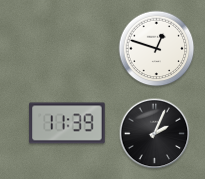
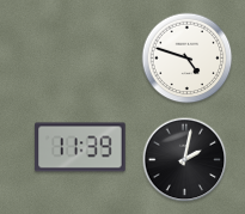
clock at (157, 49): 12:48 -> 4:48
clock at (155, 134): 2:04 -> 2:02
